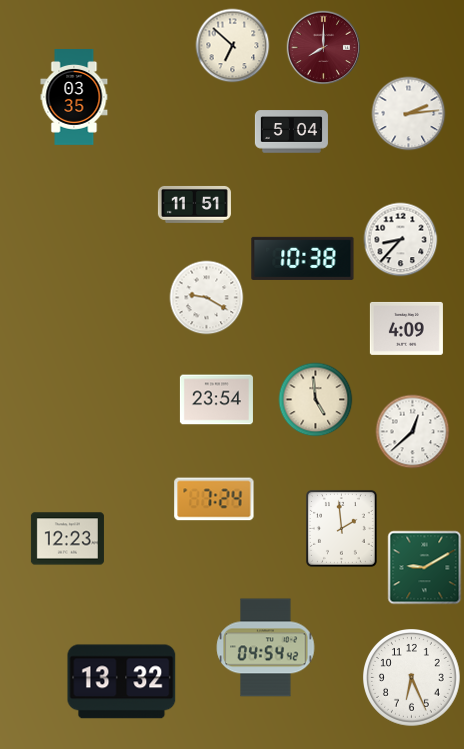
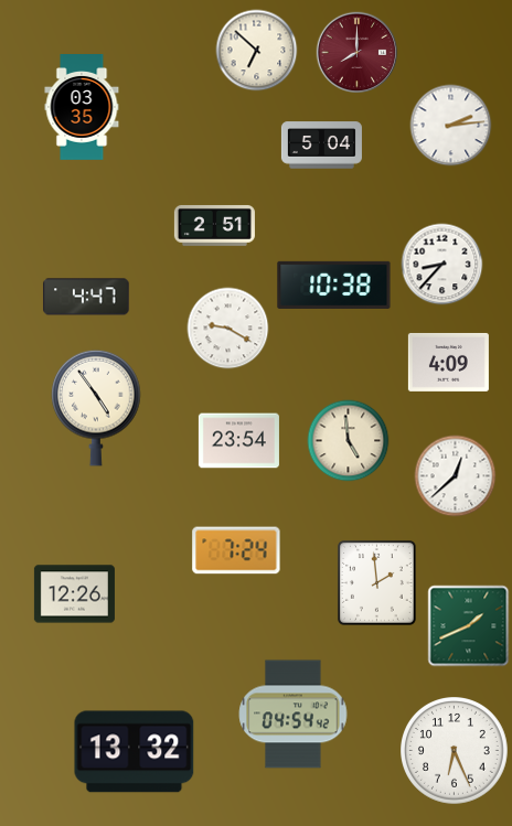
clock at (194, 204): 11:51 -> 2:51
clock at (86, 297): none -> 4:47
clock at (96, 408): none -> 4:54
clock at (67, 539): 12:23 -> 12:26
clock at (425, 568): 9:10 -> 1:41
clock at (412, 678) position: (412, 678) -> (455, 751)
